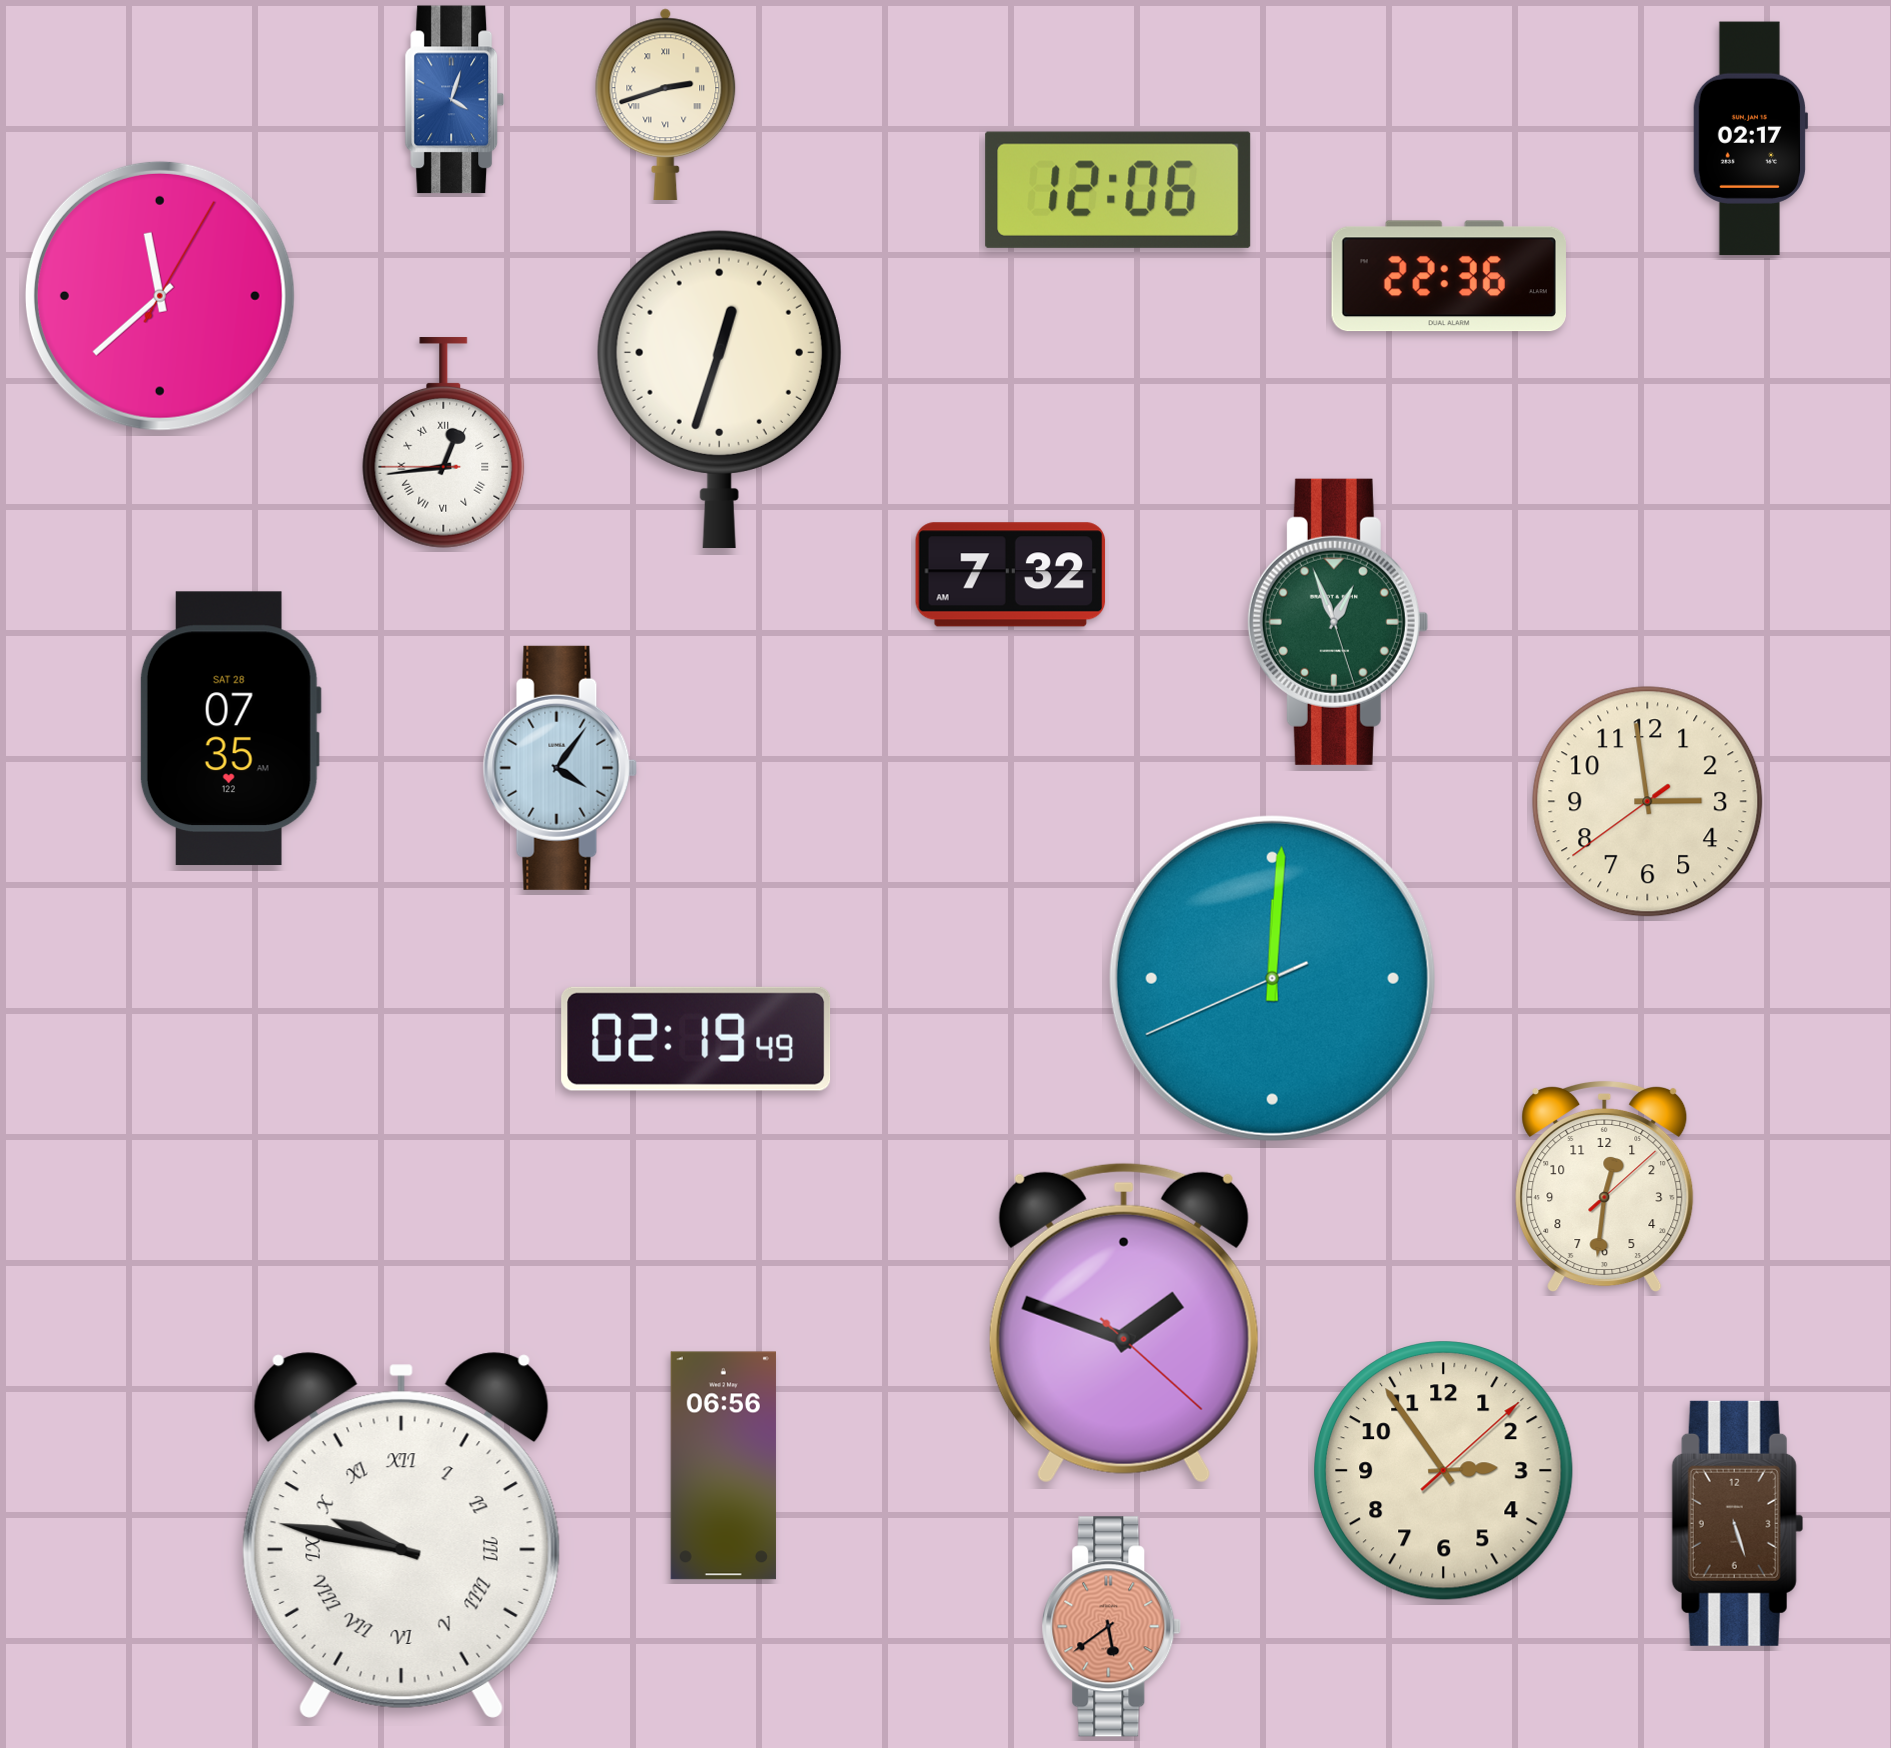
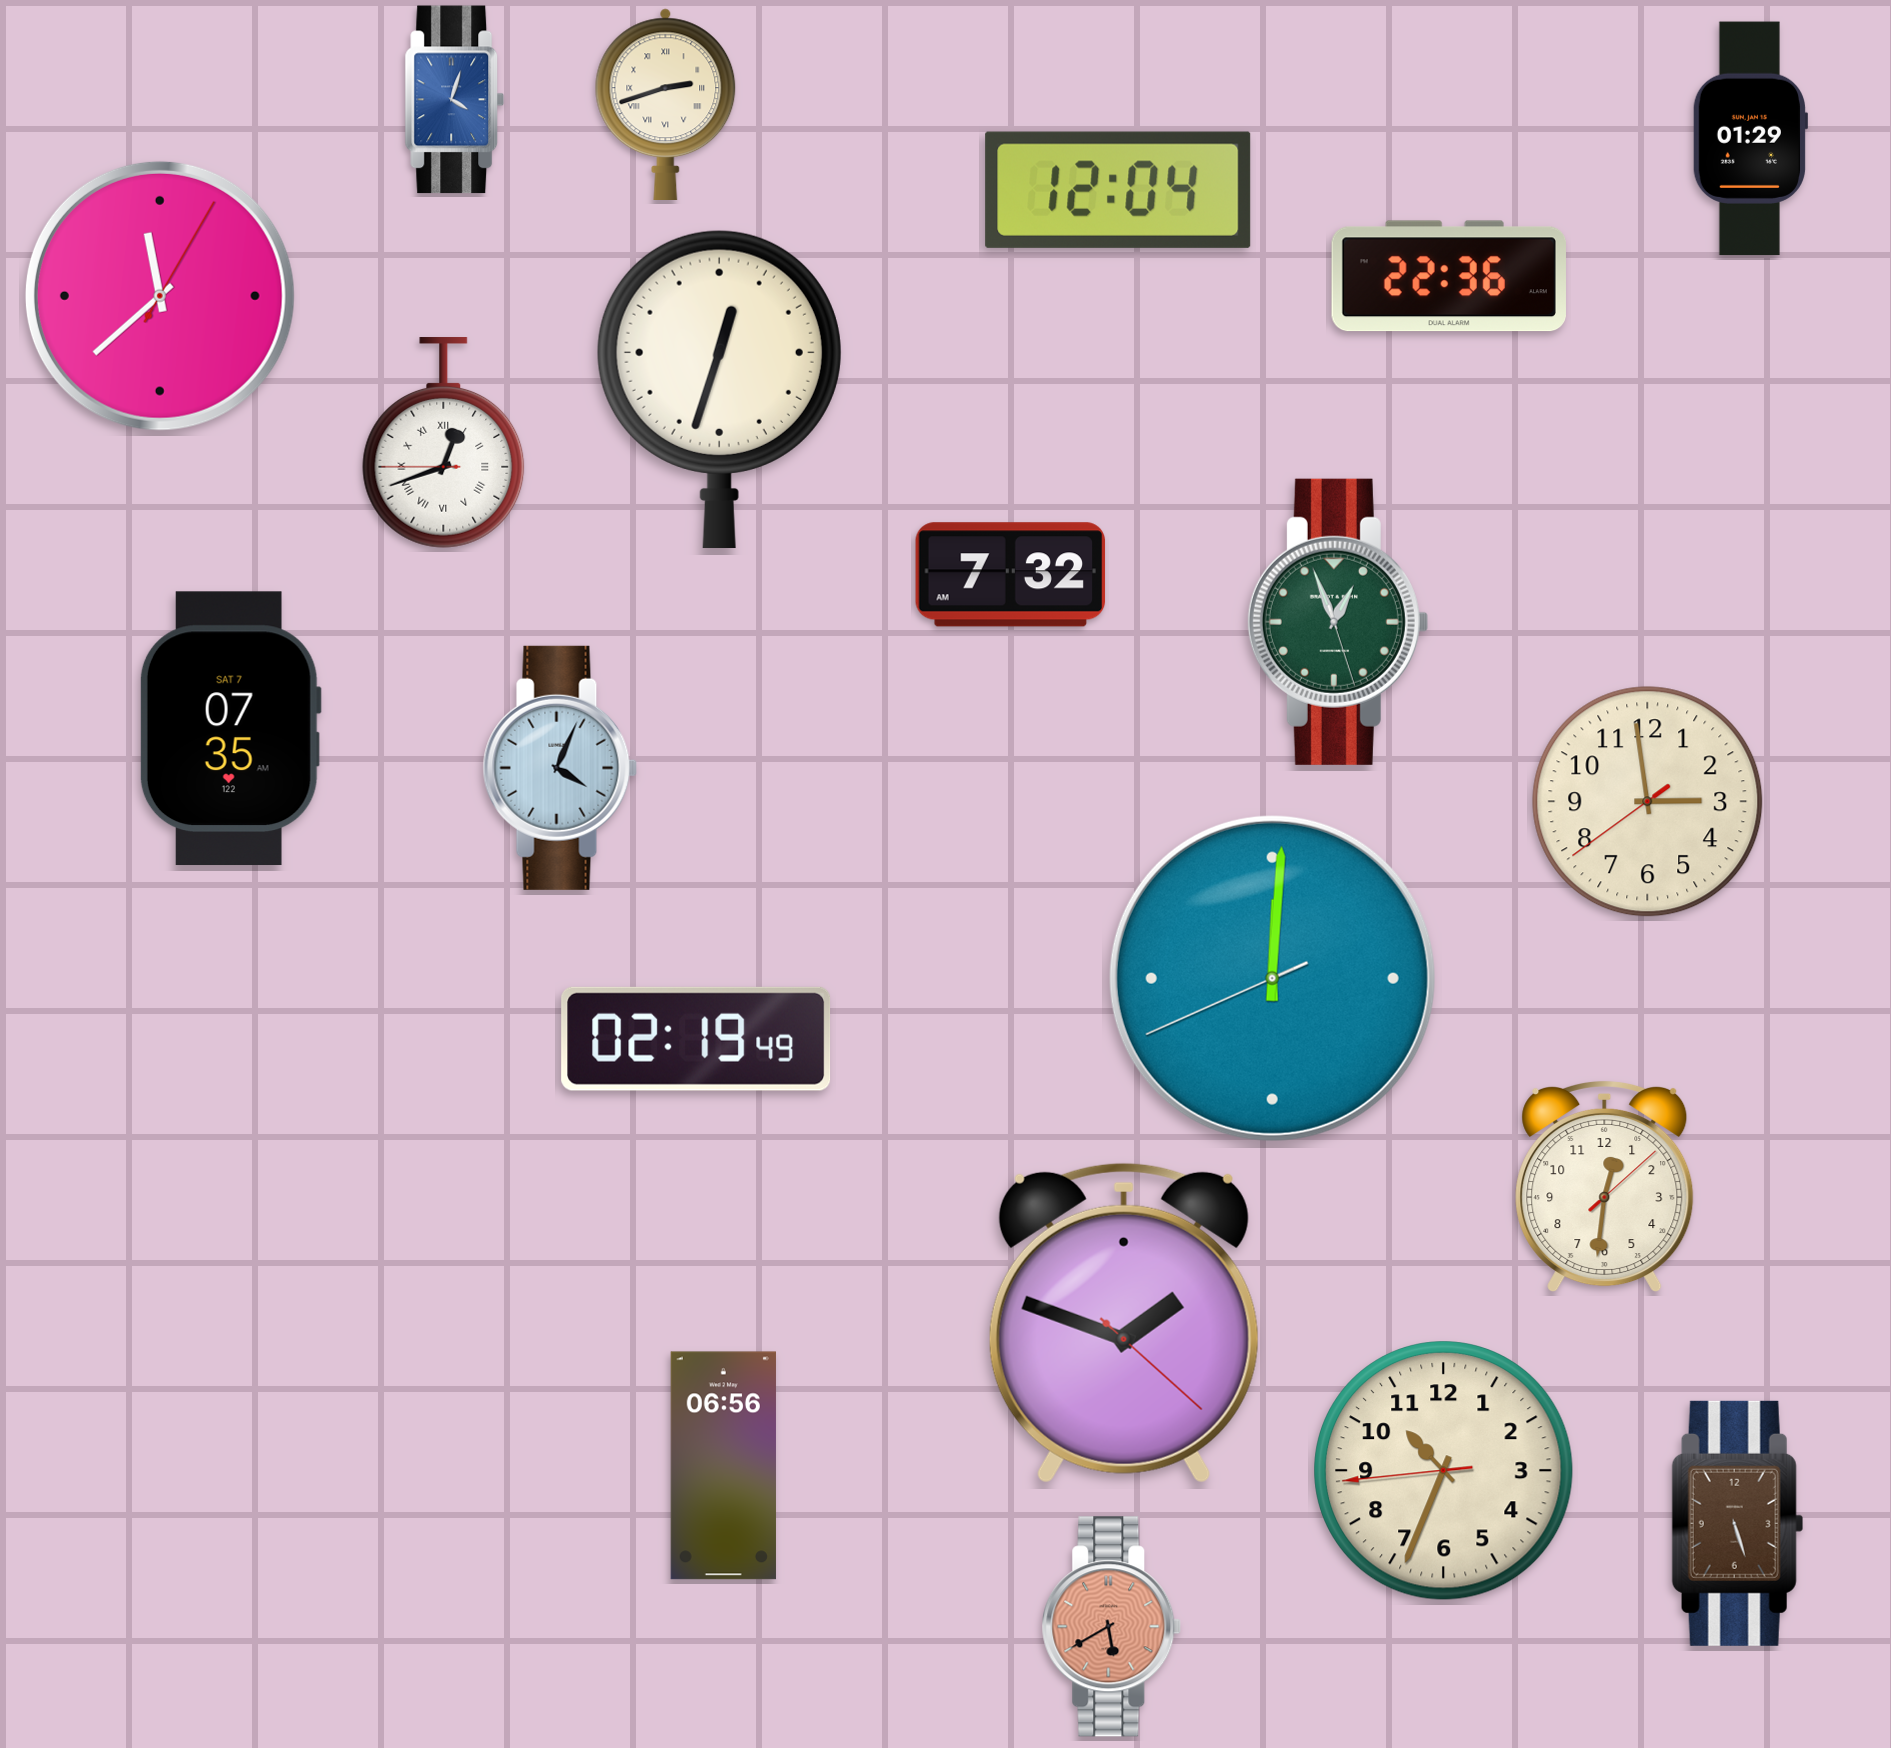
clock at (1750, 139): 02:17 -> 01:29
clock at (1118, 190): 12:06 -> 12:04
clock at (444, 443): 12:43 -> 12:41
clock at (230, 729) date: SAT 28 -> SAT 7
clock at (560, 768): 4:06 -> 4:04
clock at (1444, 1471): 2:54 -> 10:33
clock at (401, 1535): 9:47 -> none
clock at (1112, 1627): 5:39 -> 5:40
